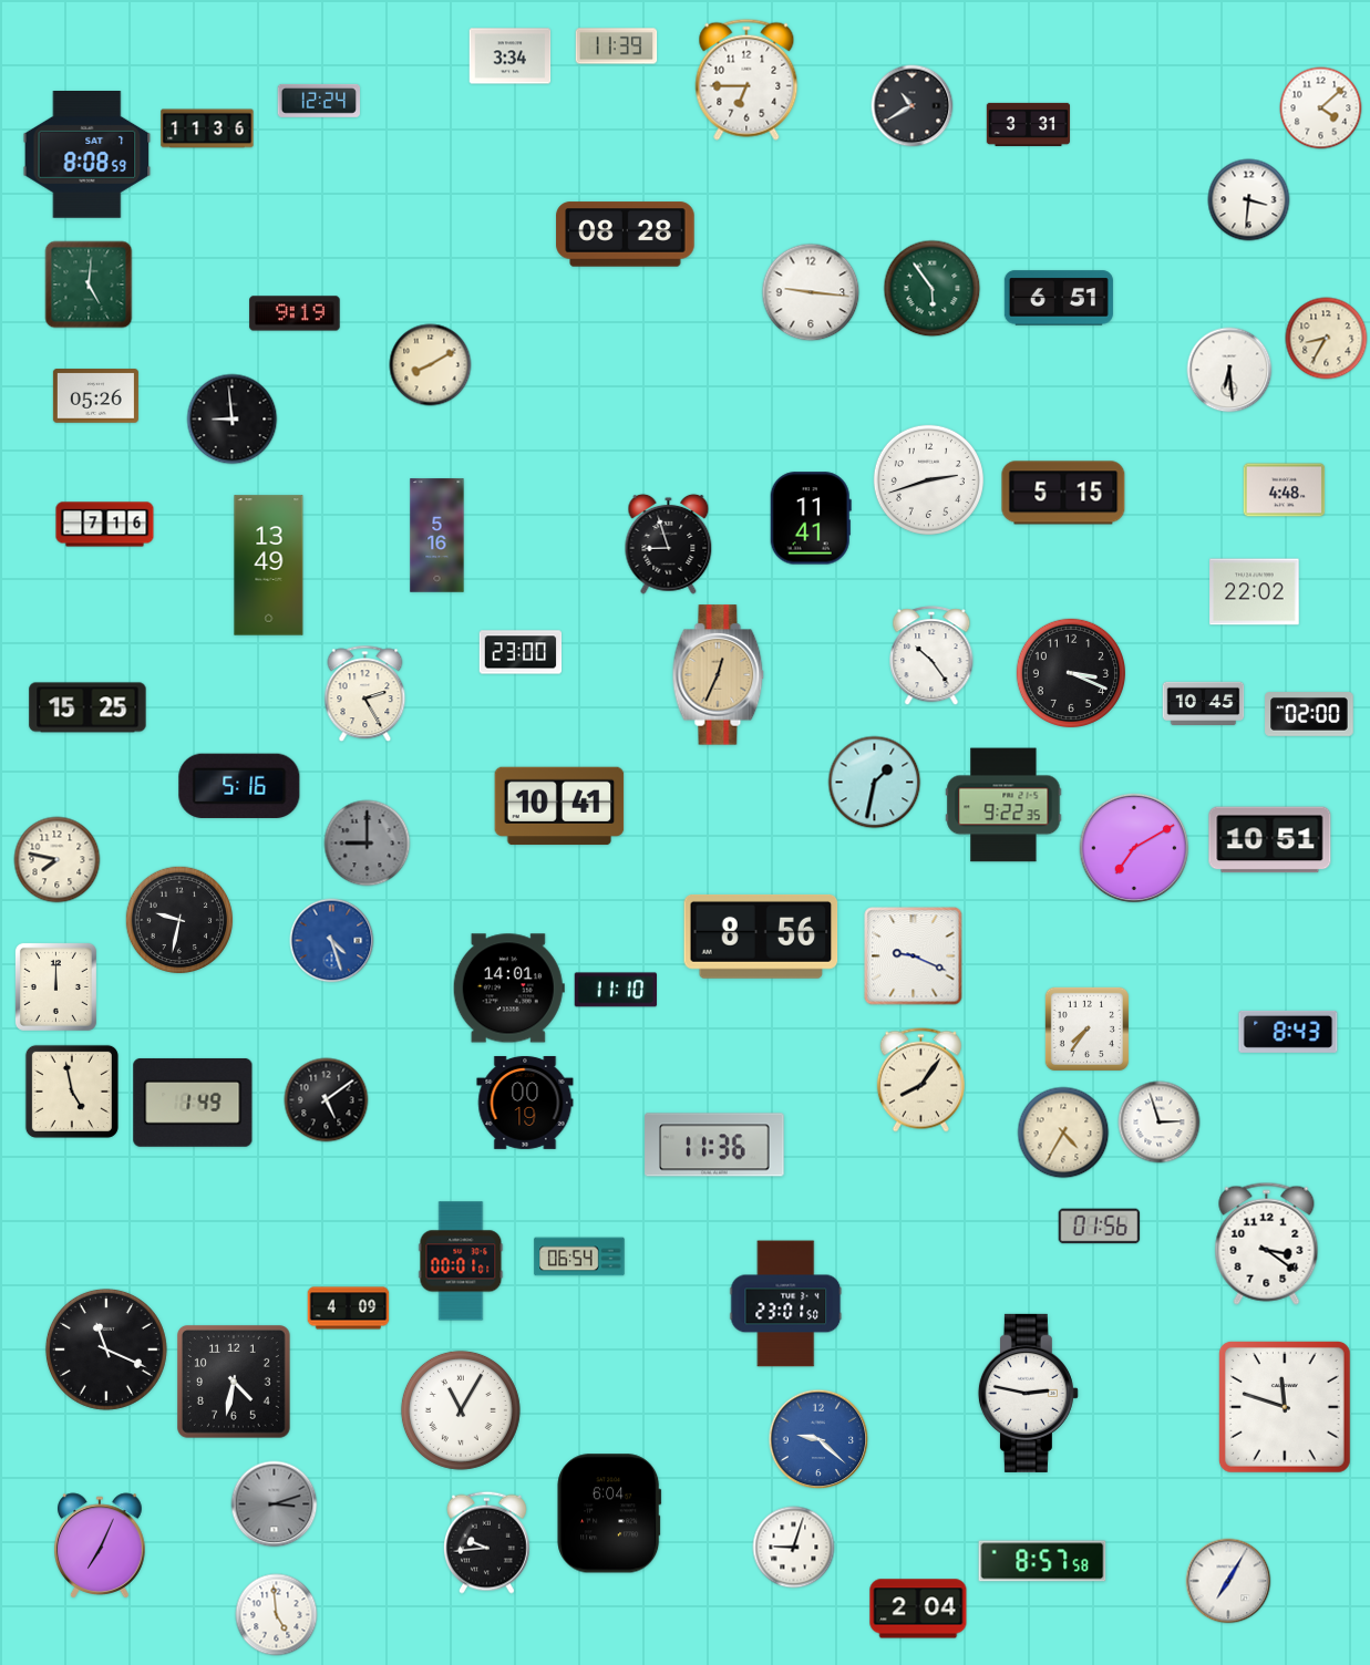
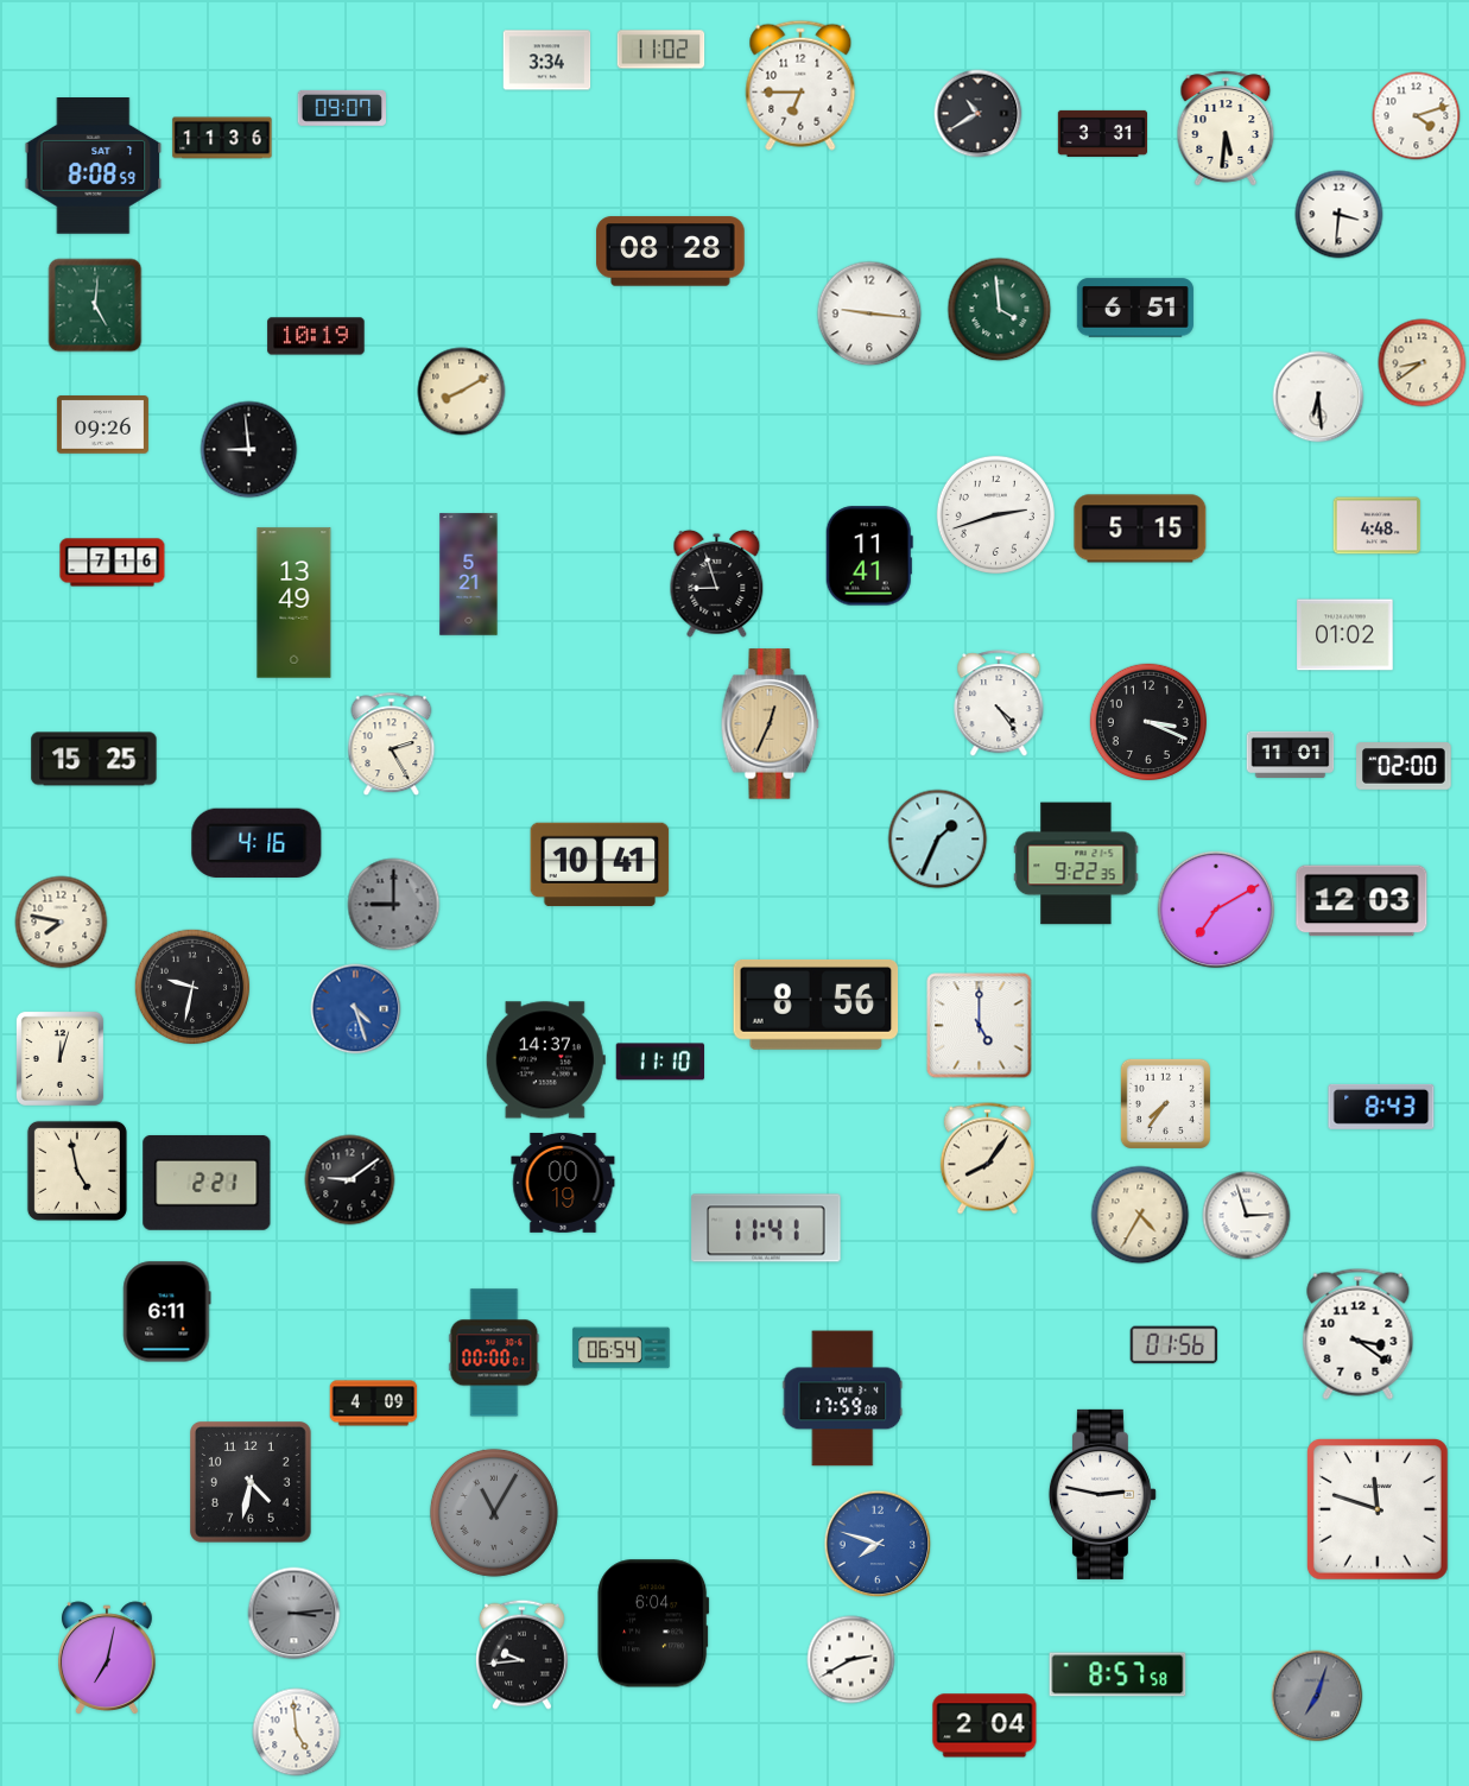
clock at (617, 46): 11:39 -> 11:02
clock at (319, 101): 12:24 -> 09:07
clock at (1321, 108): 4:08 -> 4:12
clock at (1226, 128): none -> 5:31
clock at (933, 289): 5:54 -> 3:59
clock at (1059, 298) position: (1059, 298) -> (1135, 308)
clock at (295, 313): 9:19 -> 10:19
clock at (1327, 339): 8:35 -> 8:39
clock at (95, 396): 05:26 -> 09:26
clock at (437, 536): 5:16 -> 5:21
clock at (269, 566) position: (269, 566) -> (295, 603)
clock at (1255, 592): 22:02 -> 01:02
clock at (521, 652): 23:00 -> none
clock at (931, 656): 10:24 -> 4:24
clock at (1204, 703): 10:45 -> 11:01
clock at (875, 783): 1:32 -> 1:34
clock at (239, 785): 5:16 -> 4:16
clock at (1270, 840): 10:51 -> 12:03
clock at (914, 956): 9:19 -> 5:00
clock at (55, 986): 12:00 -> 12:03
clock at (508, 989): 14:01 -> 14:37
clock at (327, 1100): 5:09 -> 9:09
clock at (193, 1103): 1:49 -> 2:21
clock at (1160, 1123) position: (1160, 1123) -> (1247, 1216)
clock at (714, 1145): 11:36 -> 11:41
clock at (167, 1312): none -> 6:11
clock at (1100, 1227) position: (1100, 1227) -> (1174, 1345)
clock at (461, 1261): 00:01 -> 00:00
clock at (786, 1304): 23:01 -> 17:59
clock at (106, 1349): 11:19 -> none
clock at (461, 1410) dial: white -> grey
clock at (818, 1439): 9:22 -> 7:48
clock at (275, 1504): 3:12 -> 3:14
clock at (101, 1545): 7:04 -> 7:02
clock at (794, 1548): 9:03 -> 2:40
clock at (1228, 1581): 7:05 -> 7:03
clock at (1228, 1581) dial: white -> grey
